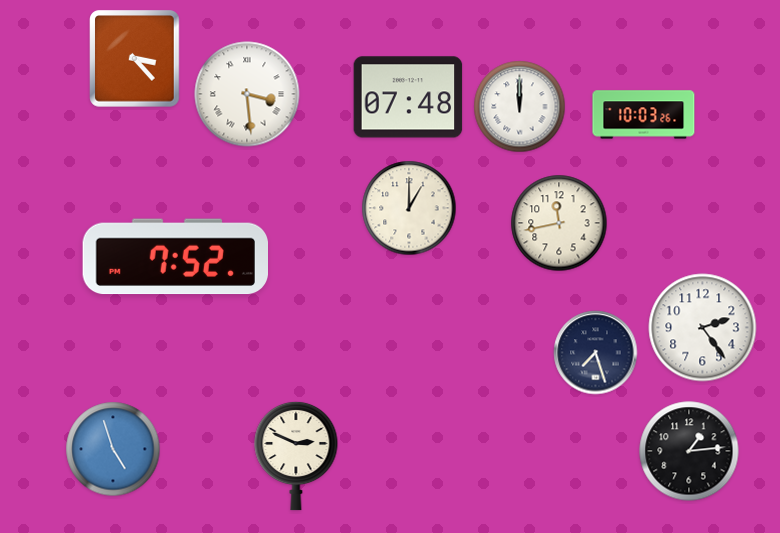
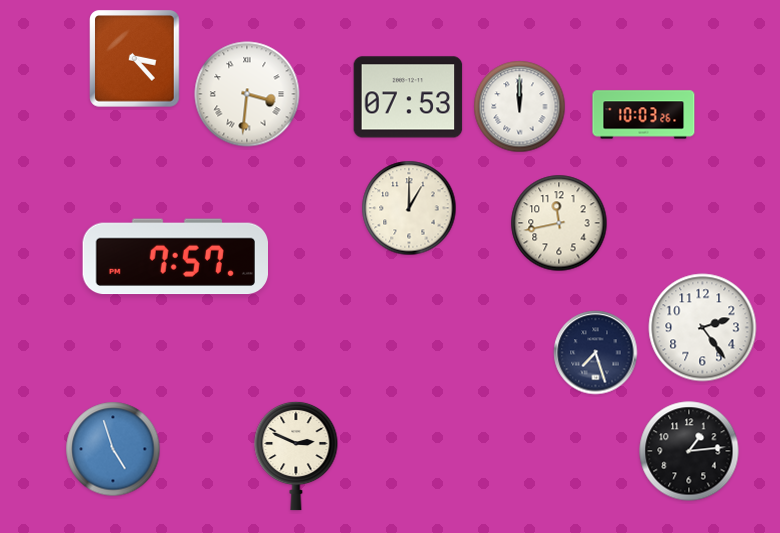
clock at (247, 94): 3:29 -> 3:31
clock at (408, 97): 07:48 -> 07:53
clock at (175, 257): 7:52 -> 7:57
